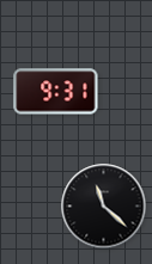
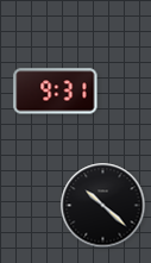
clock at (104, 207): 11:22 -> 10:22
